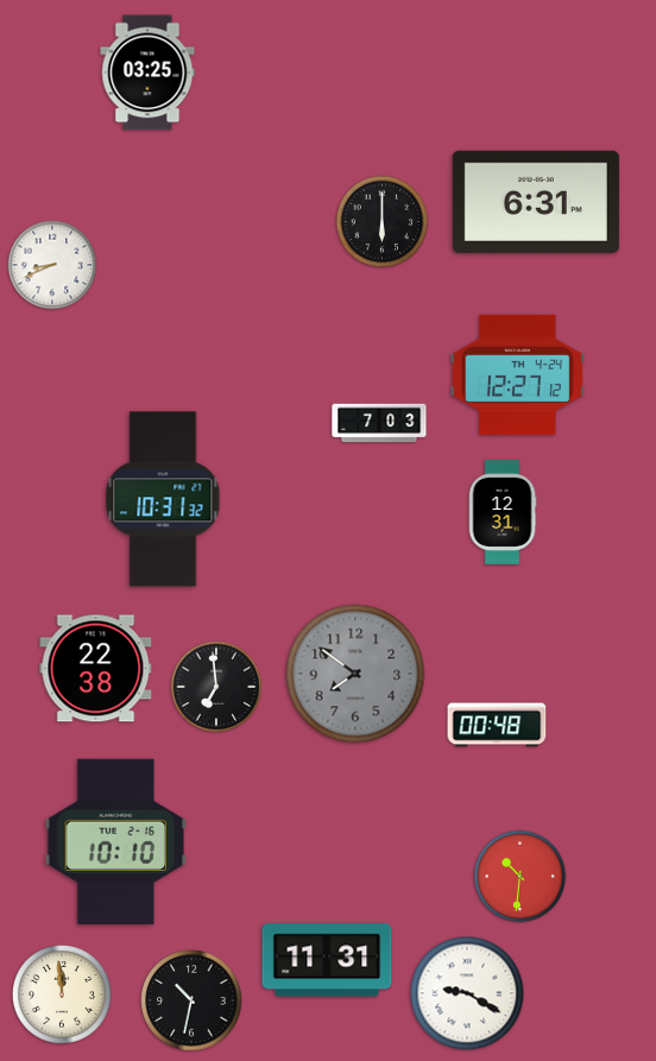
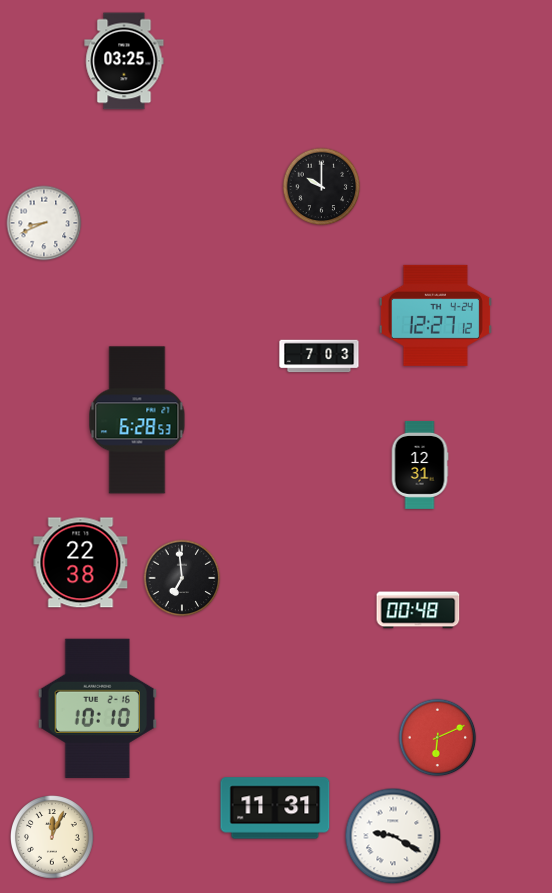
clock at (536, 202): 6:31 -> none
clock at (383, 222): 6:00 -> 10:00
clock at (163, 499): 10:31 -> 6:28
clock at (503, 512) position: (503, 512) -> (420, 465)
clock at (355, 674): 7:51 -> none
clock at (521, 877): 10:31 -> 6:11
clock at (63, 996): 11:59 -> 12:04
clock at (191, 1000): 10:32 -> none
